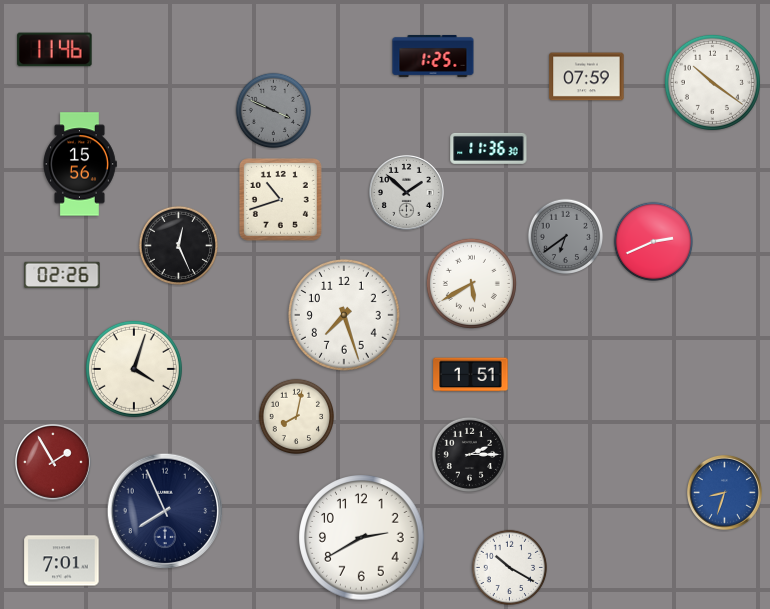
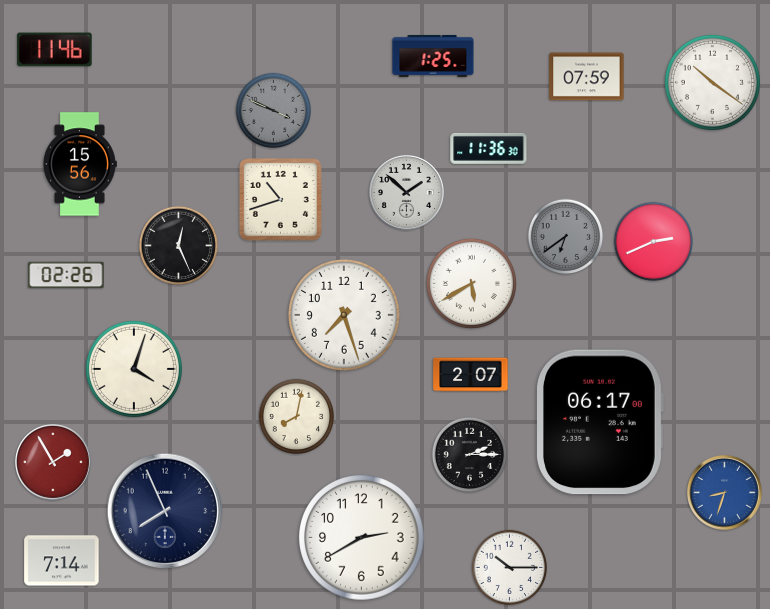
clock at (62, 275) position: (62, 275) -> (66, 275)
clock at (471, 375): 1:51 -> 2:07
clock at (600, 422): none -> 06:17
clock at (62, 561): 7:01 -> 7:14
clock at (510, 568): 10:20 -> 10:15
